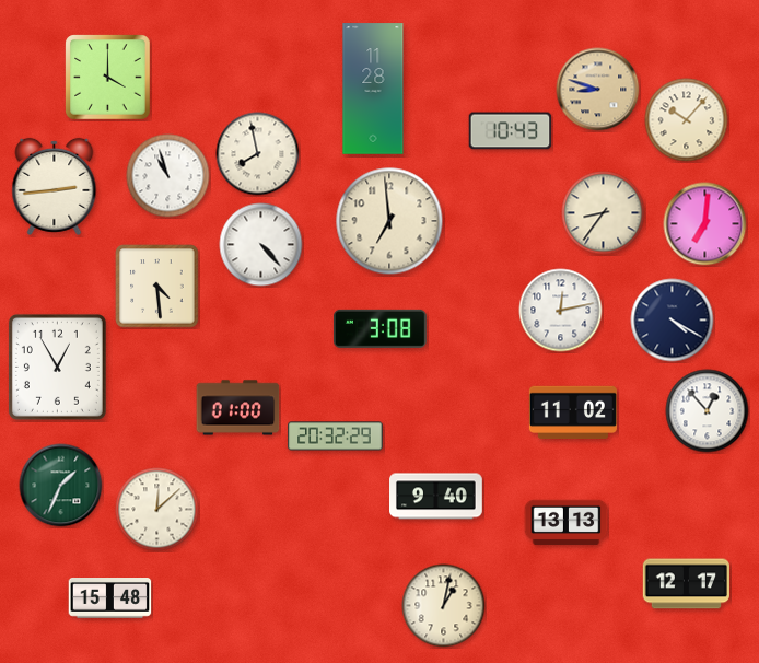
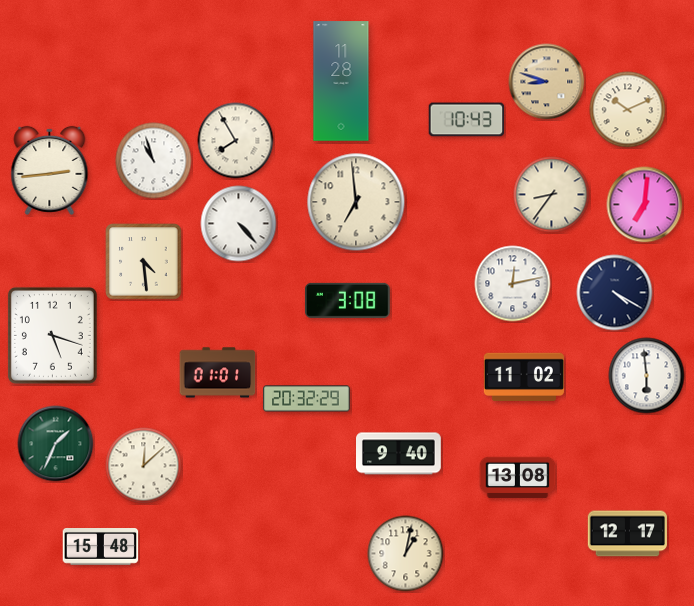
clock at (108, 78): 4:00 -> none
clock at (687, 120): 10:07 -> 10:11
clock at (258, 154): 7:58 -> 7:55
clock at (57, 367): 12:55 -> 5:18
clock at (238, 408): 01:00 -> 01:01
clock at (708, 411): 12:53 -> 5:59
clock at (567, 523): 13:13 -> 13:08
